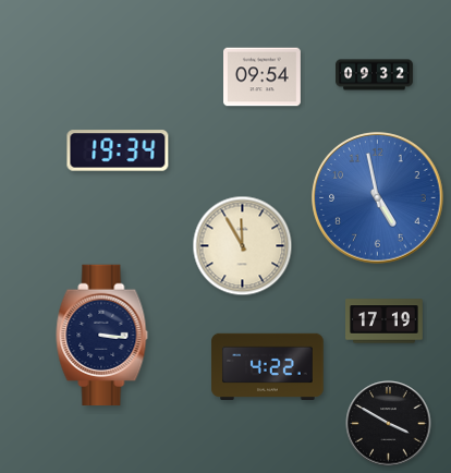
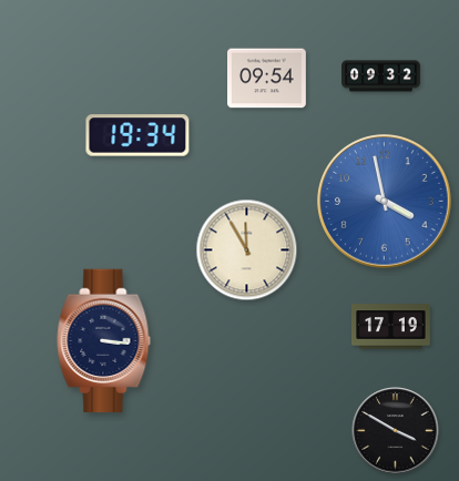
clock at (118, 150) position: (118, 150) -> (137, 135)
clock at (378, 198): 4:58 -> 3:58
clock at (268, 366): 4:22 -> none
